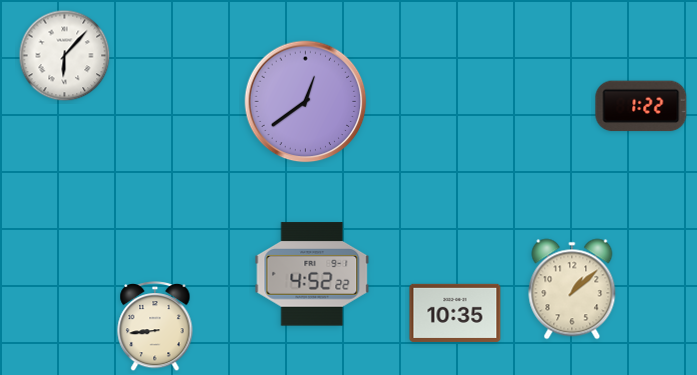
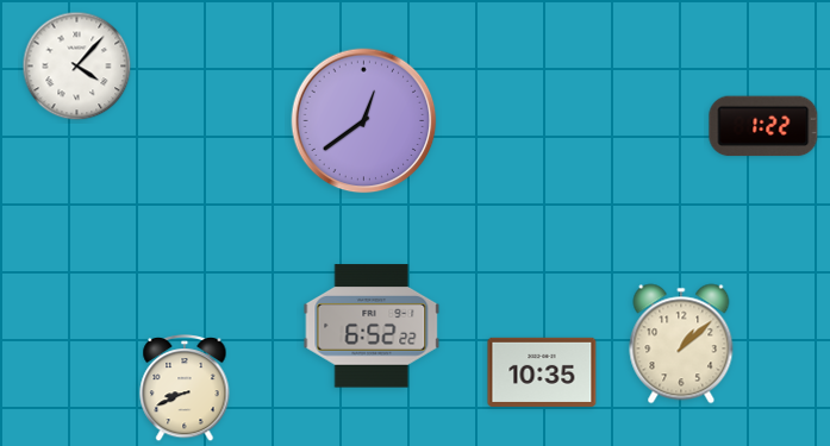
clock at (65, 56): 6:07 -> 4:07
clock at (312, 274): 4:52 -> 6:52
clock at (155, 327): 8:44 -> 8:41
